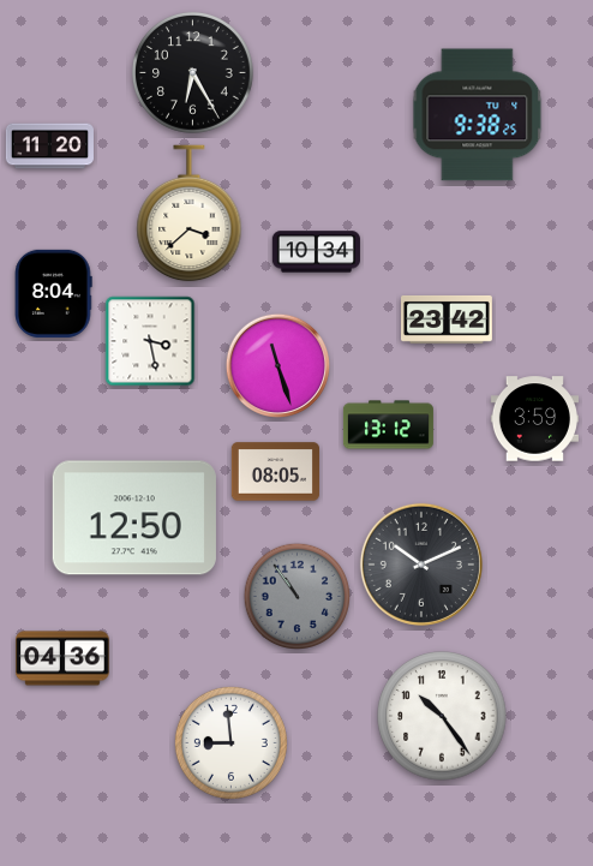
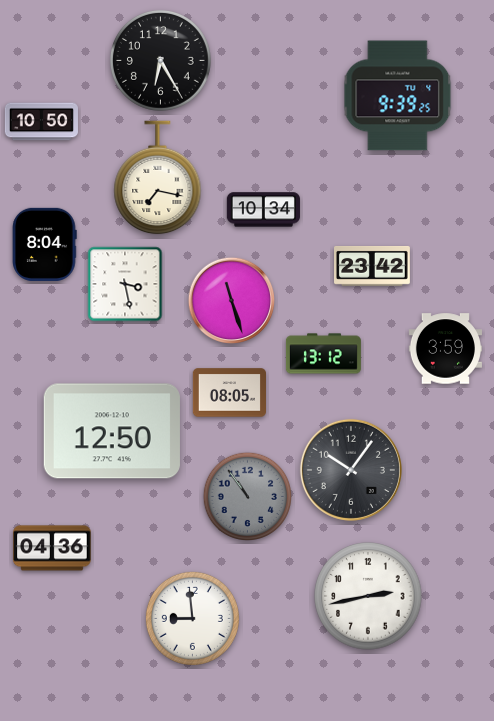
clock at (478, 115): 9:38 -> 9:39
clock at (49, 147): 11:20 -> 10:50
clock at (190, 214): 3:38 -> 7:17
clock at (277, 365) position: (277, 365) -> (231, 300)
clock at (421, 565): 10:11 -> 10:06
clock at (442, 716): 10:24 -> 2:43
